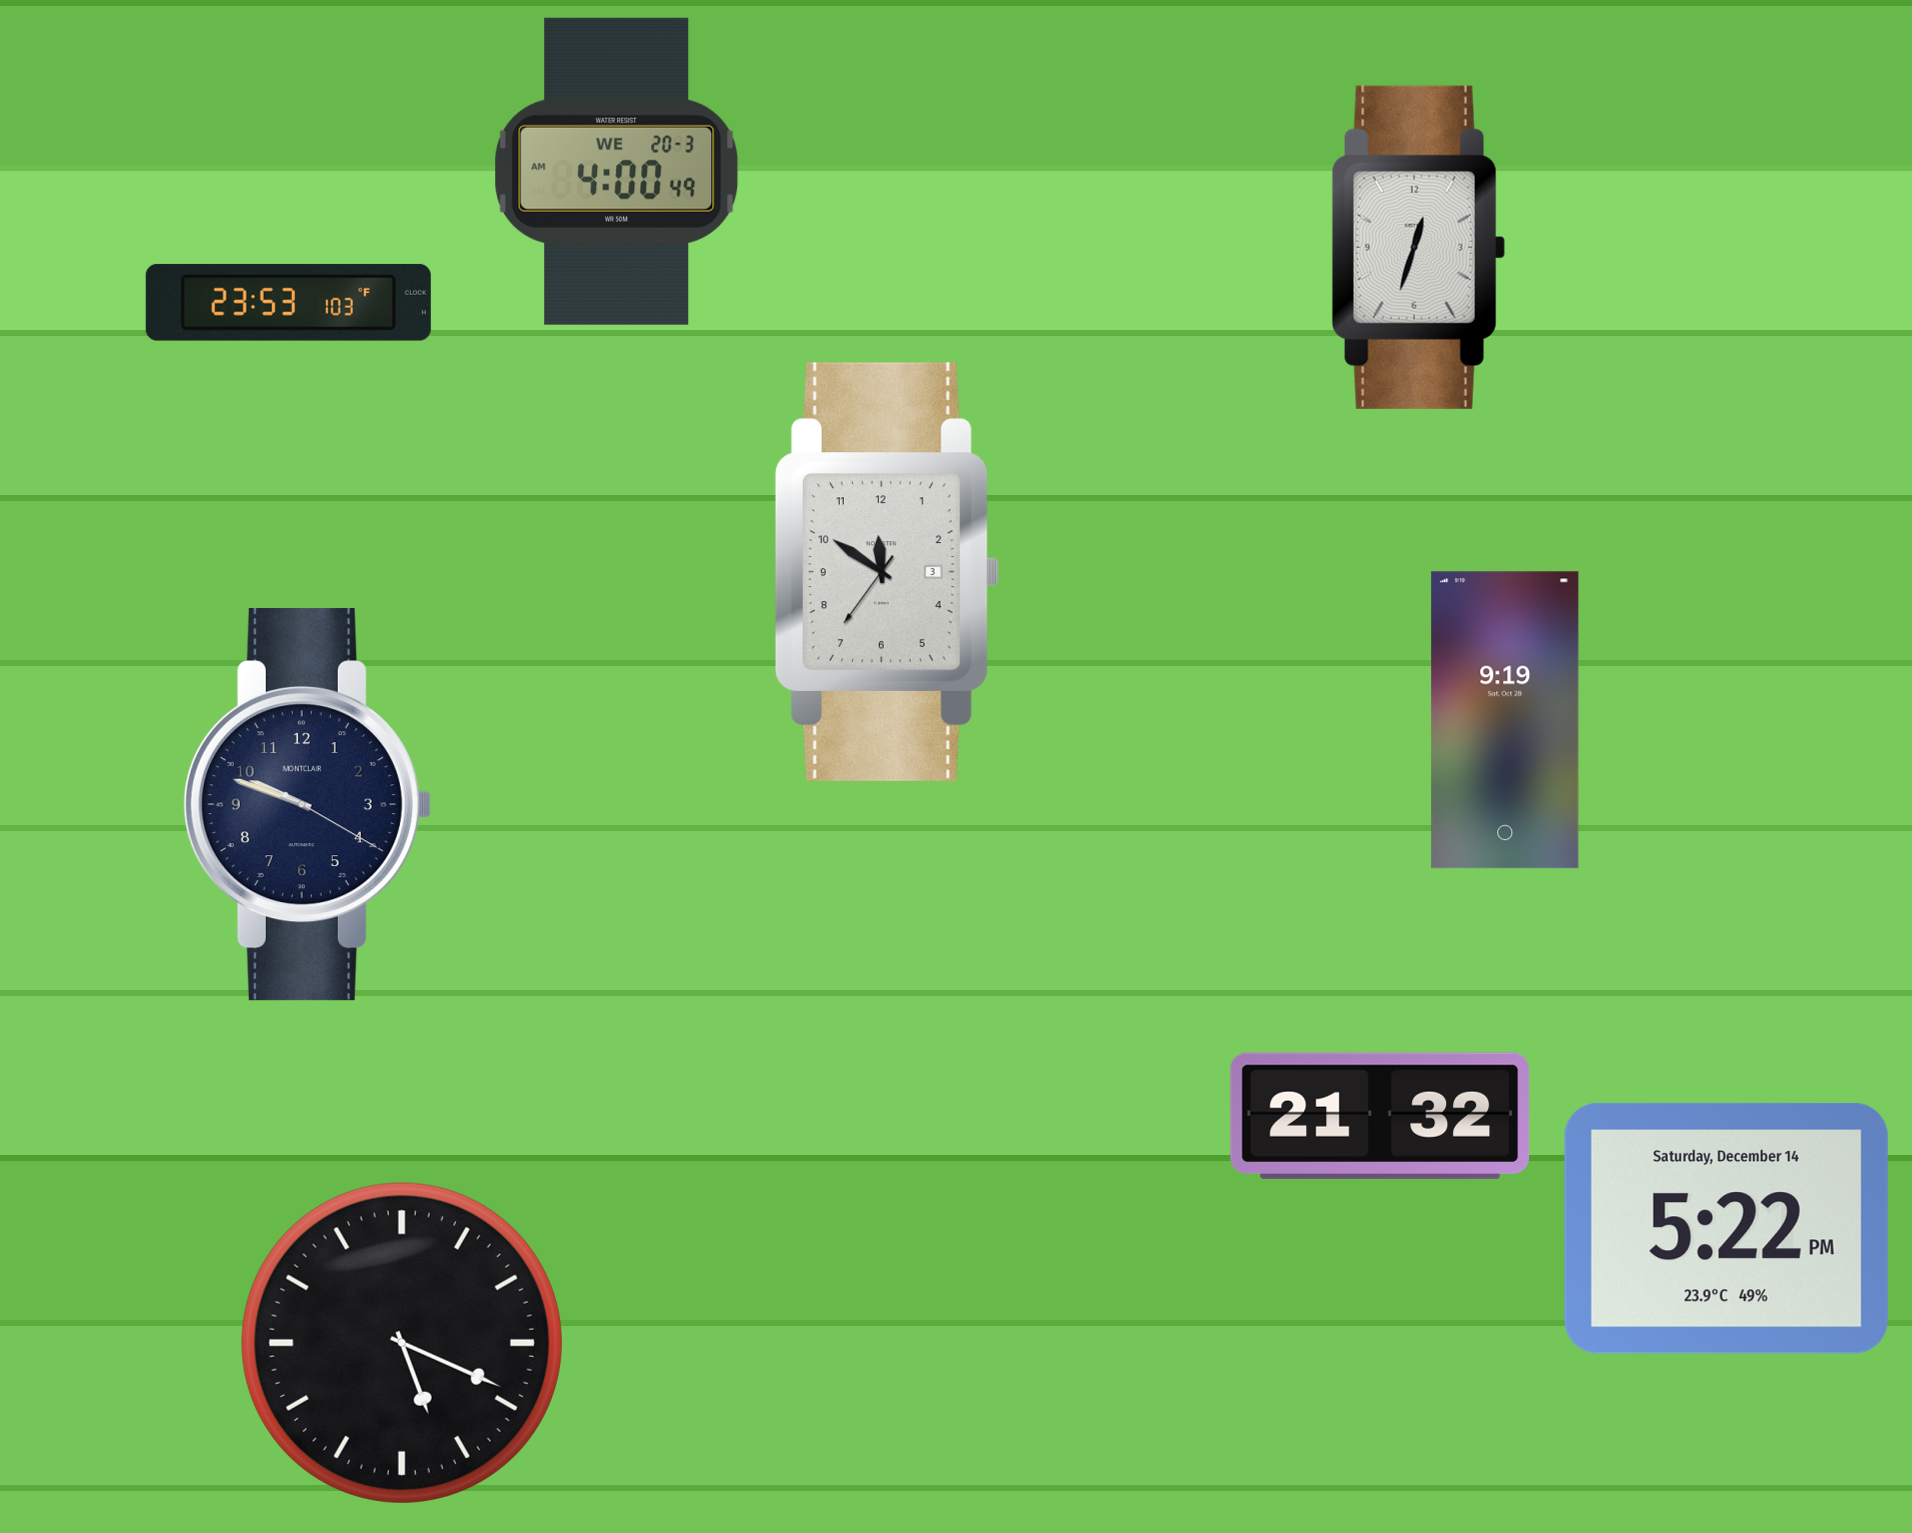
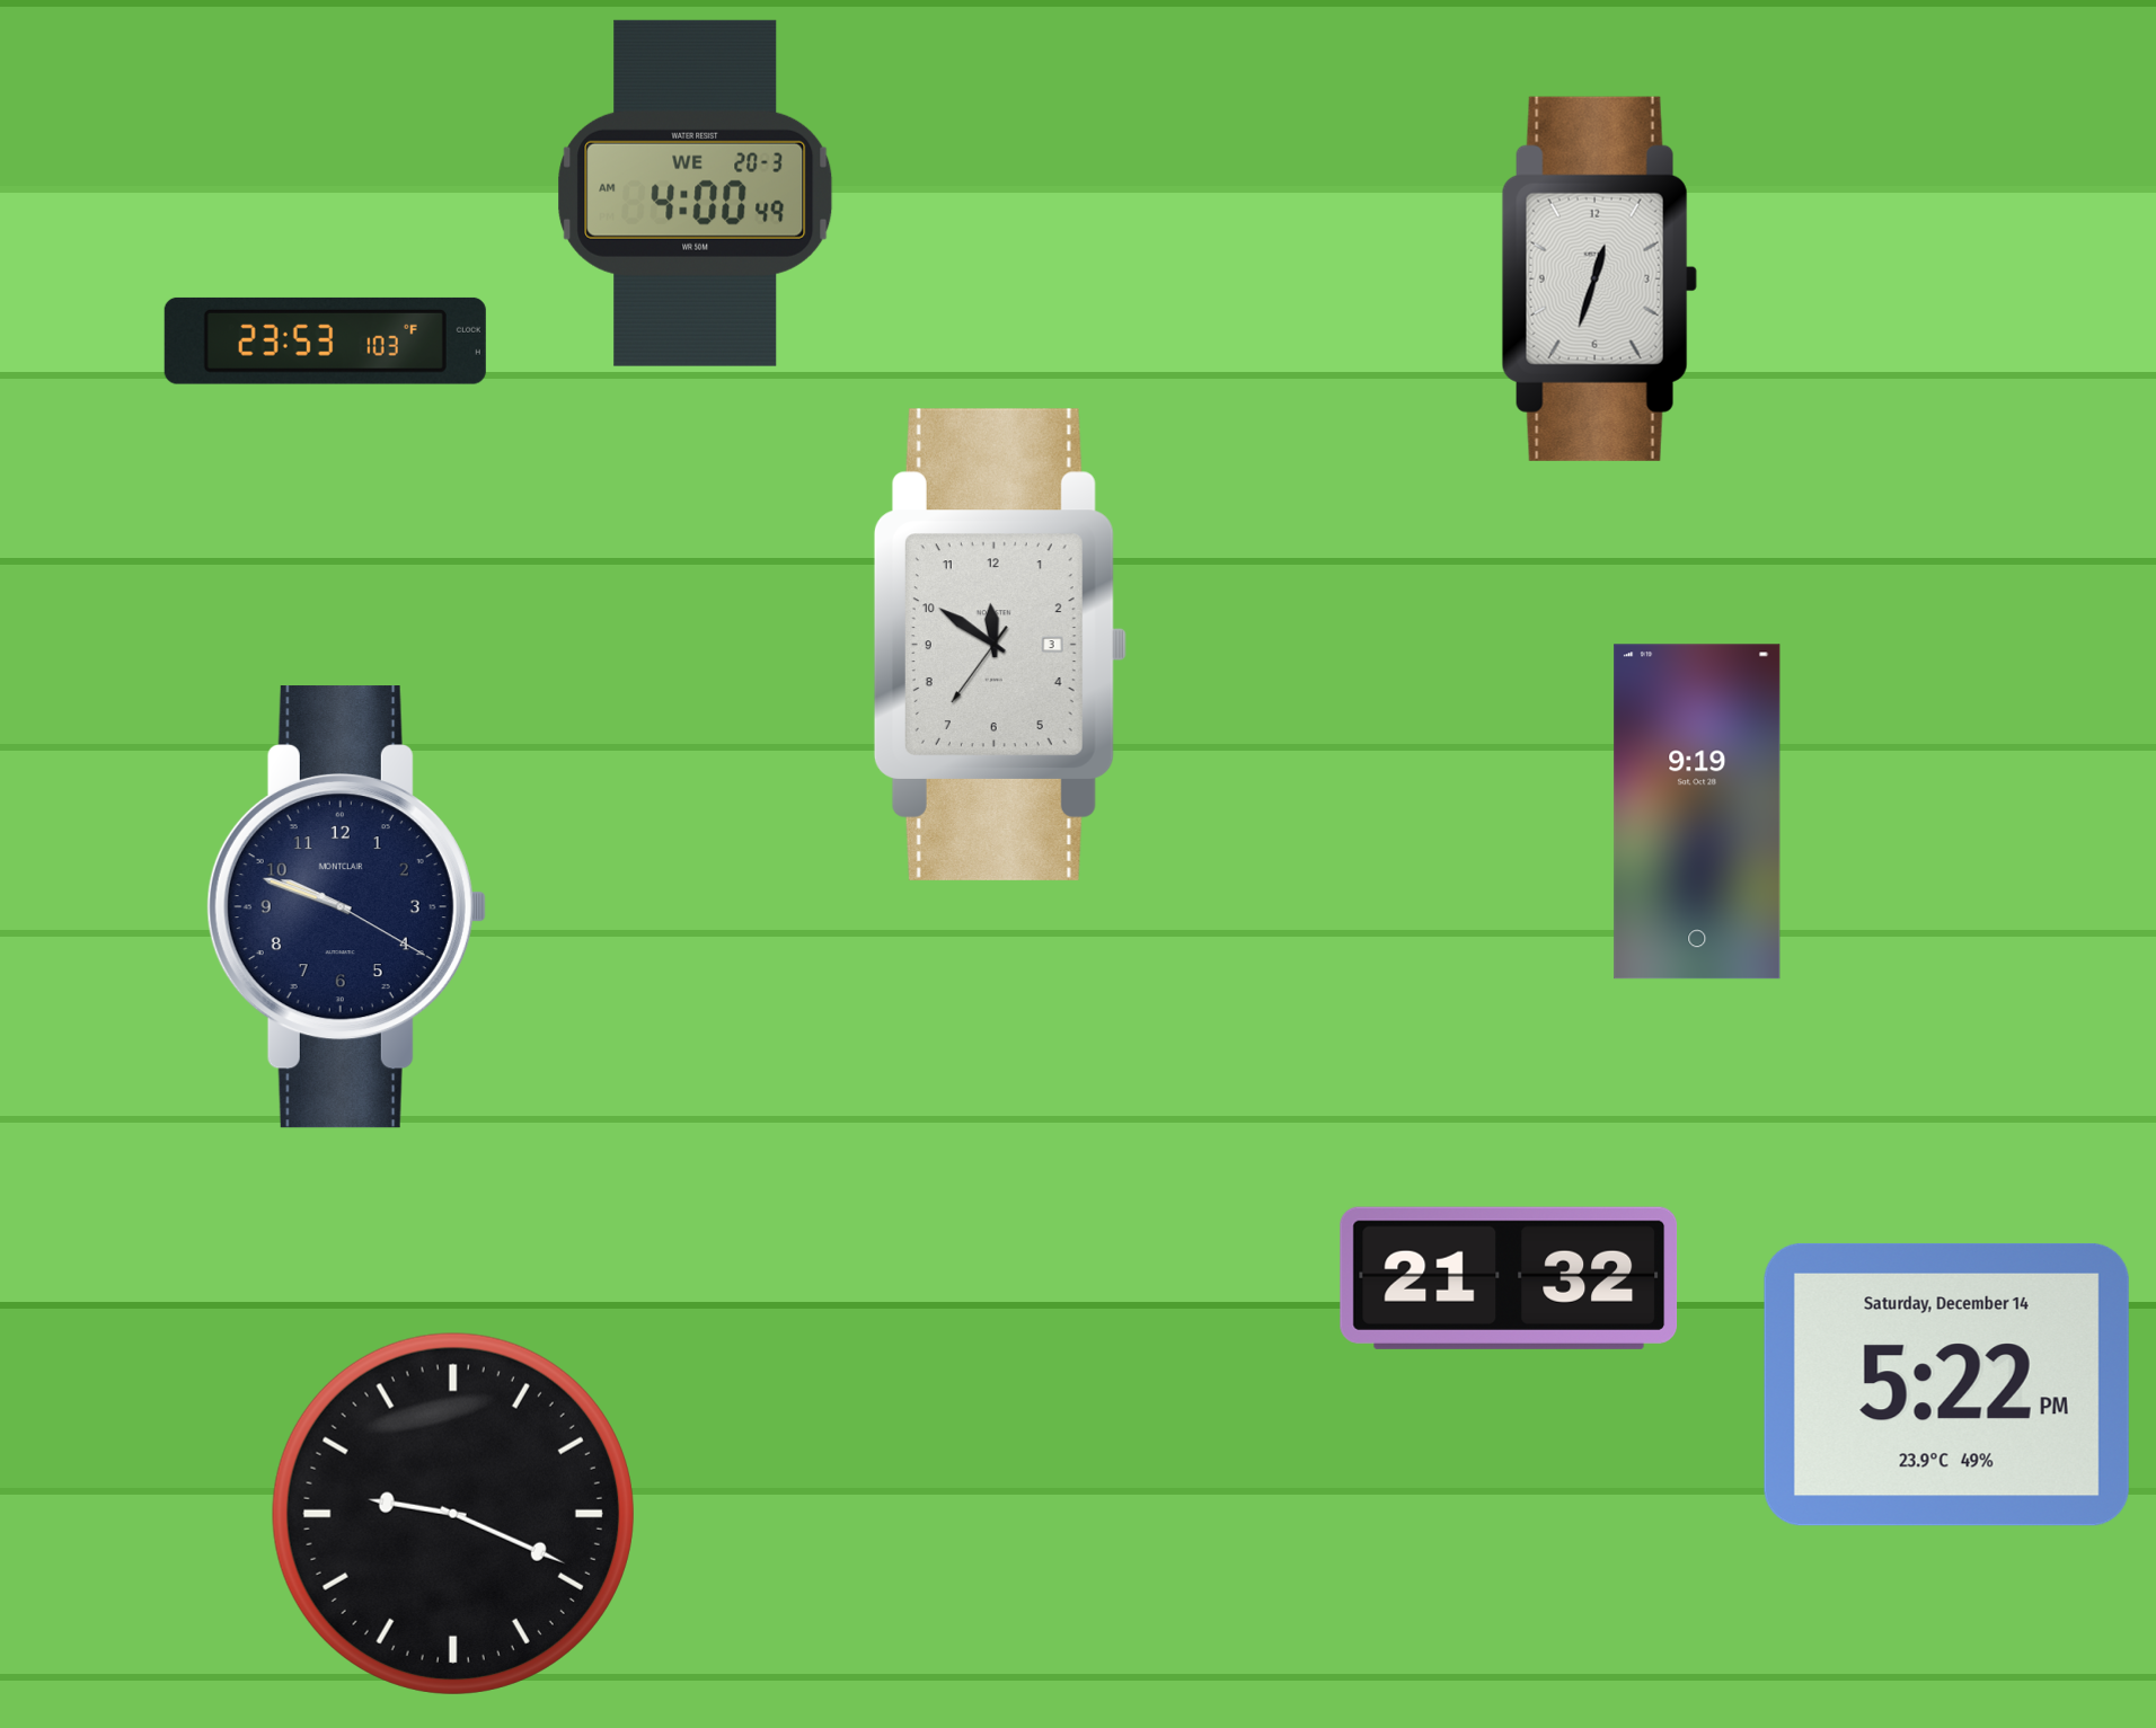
clock at (1380, 1116) position: (1380, 1116) -> (1509, 1278)
clock at (402, 1343): 5:19 -> 9:19
